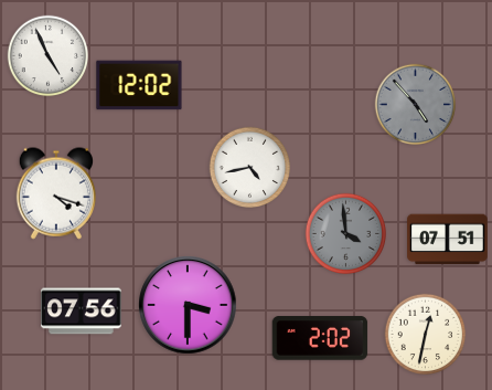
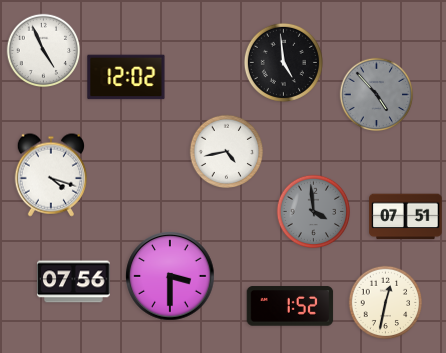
clock at (283, 62): none -> 4:59
clock at (320, 338): 2:02 -> 1:52
